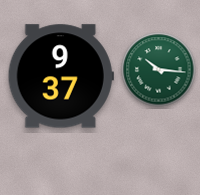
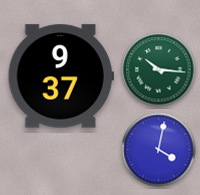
clock at (159, 150): none -> 4:02
